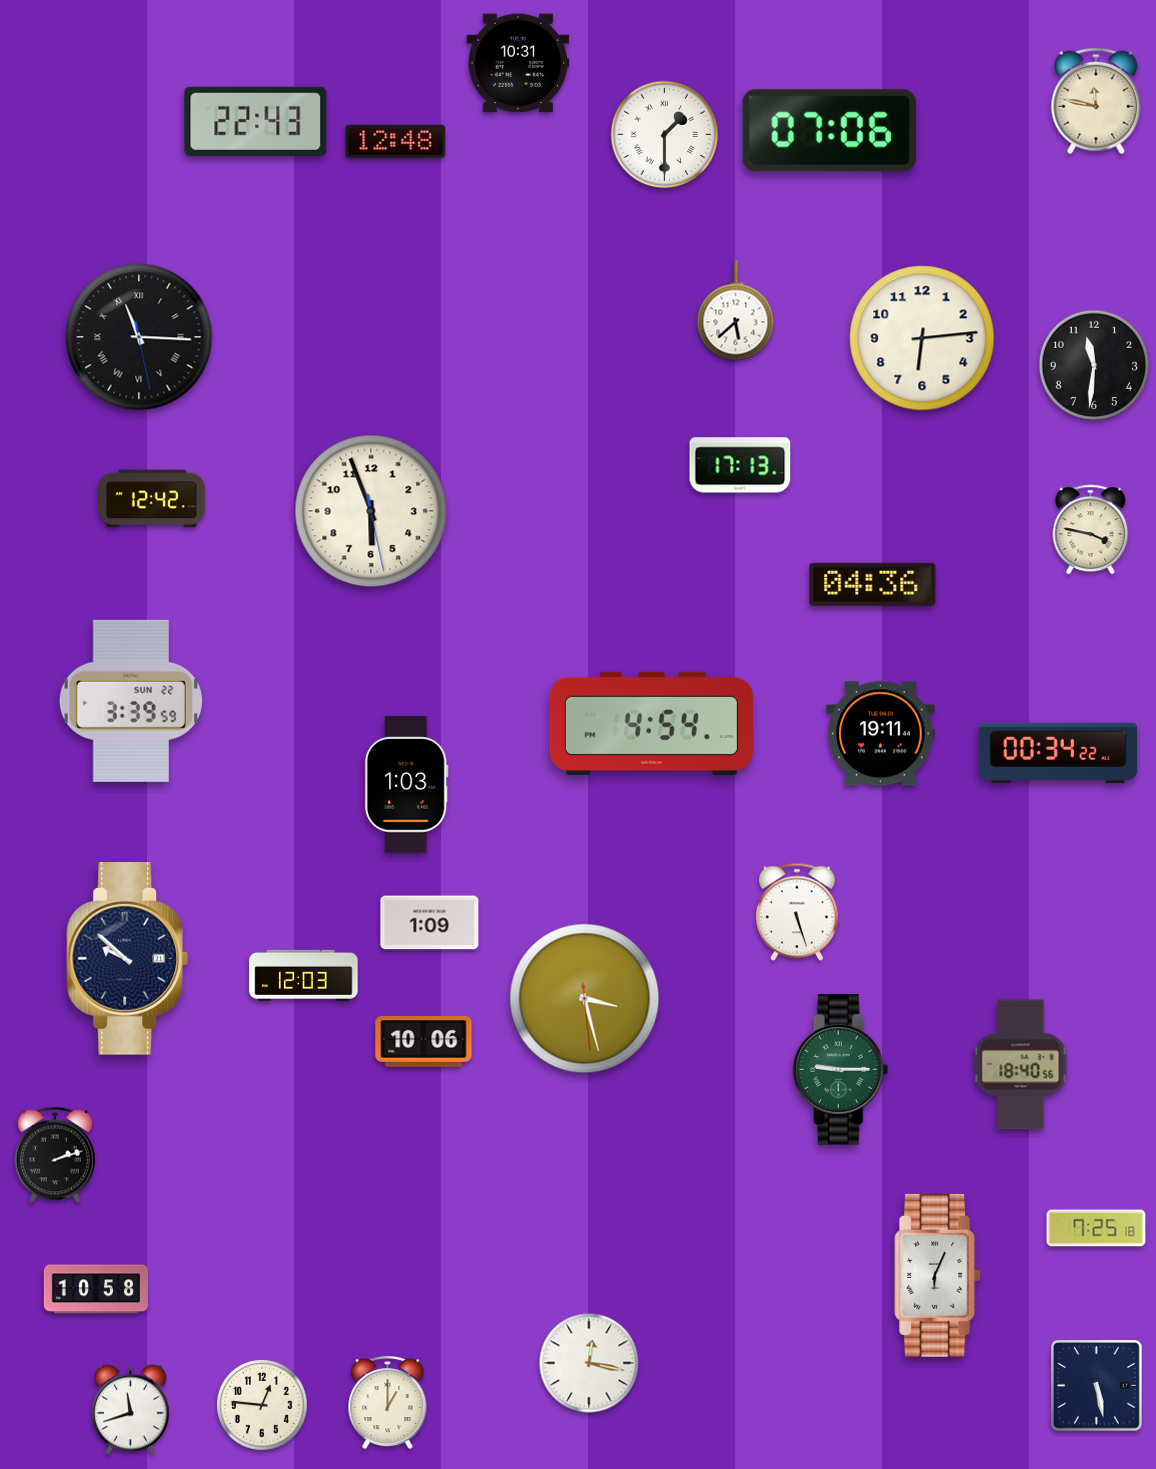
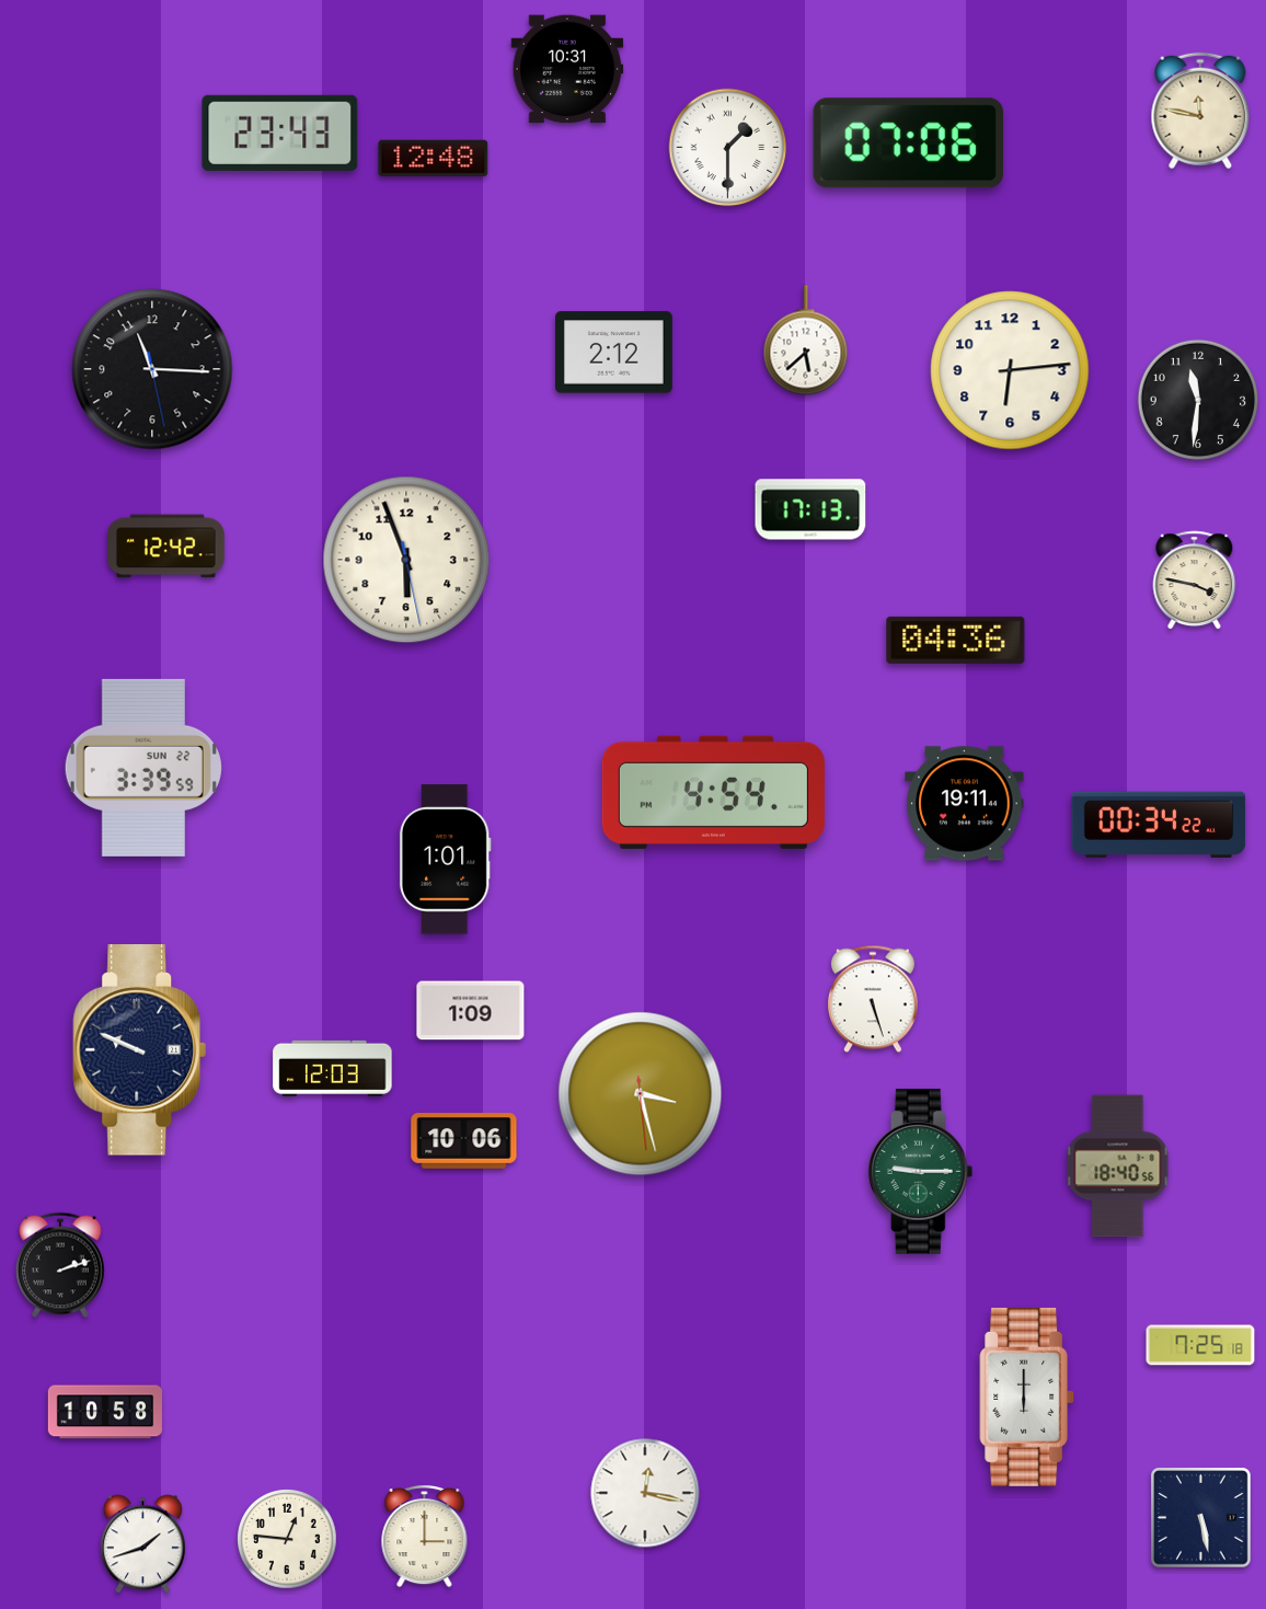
clock at (256, 121): 22:43 -> 23:43
clock at (396, 141) position: (396, 141) -> (434, 158)
clock at (614, 353): none -> 2:12
clock at (139, 337) numerals: Roman -> Arabic
clock at (406, 785): 1:03 -> 1:01
clock at (128, 959): 9:52 -> 9:49
clock at (938, 1275): 6:04 -> 6:00
clock at (388, 1403): 1:00 -> 3:00
clock at (130, 1410): 11:42 -> 1:42
